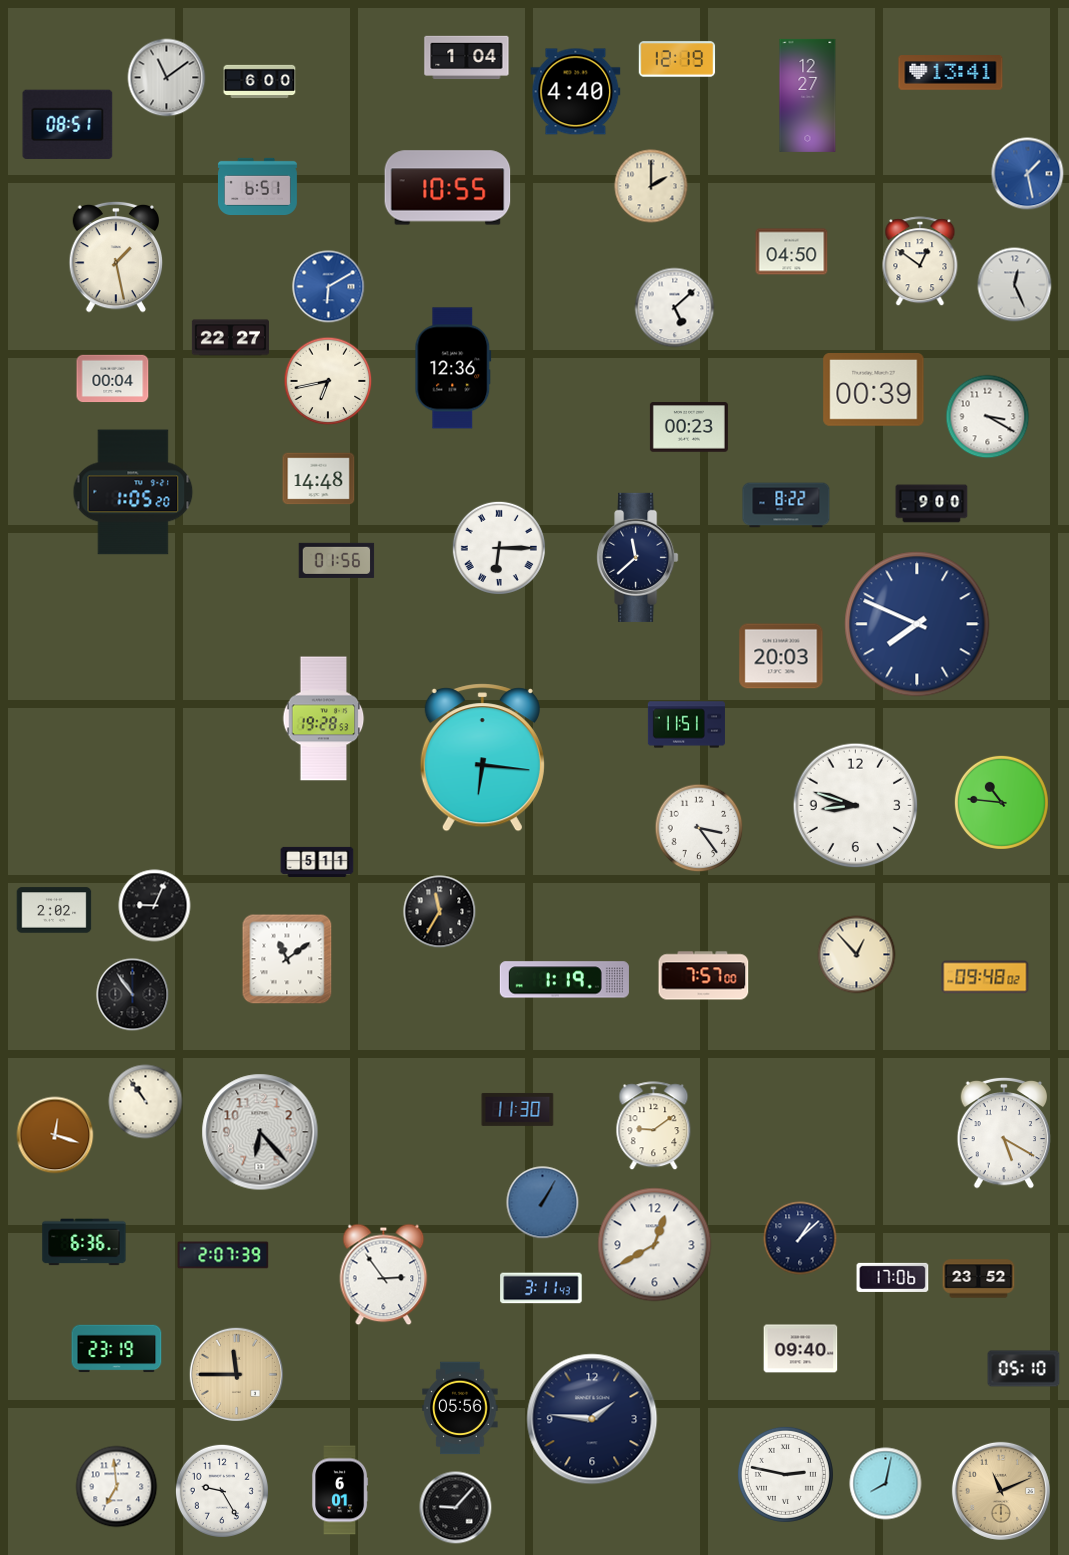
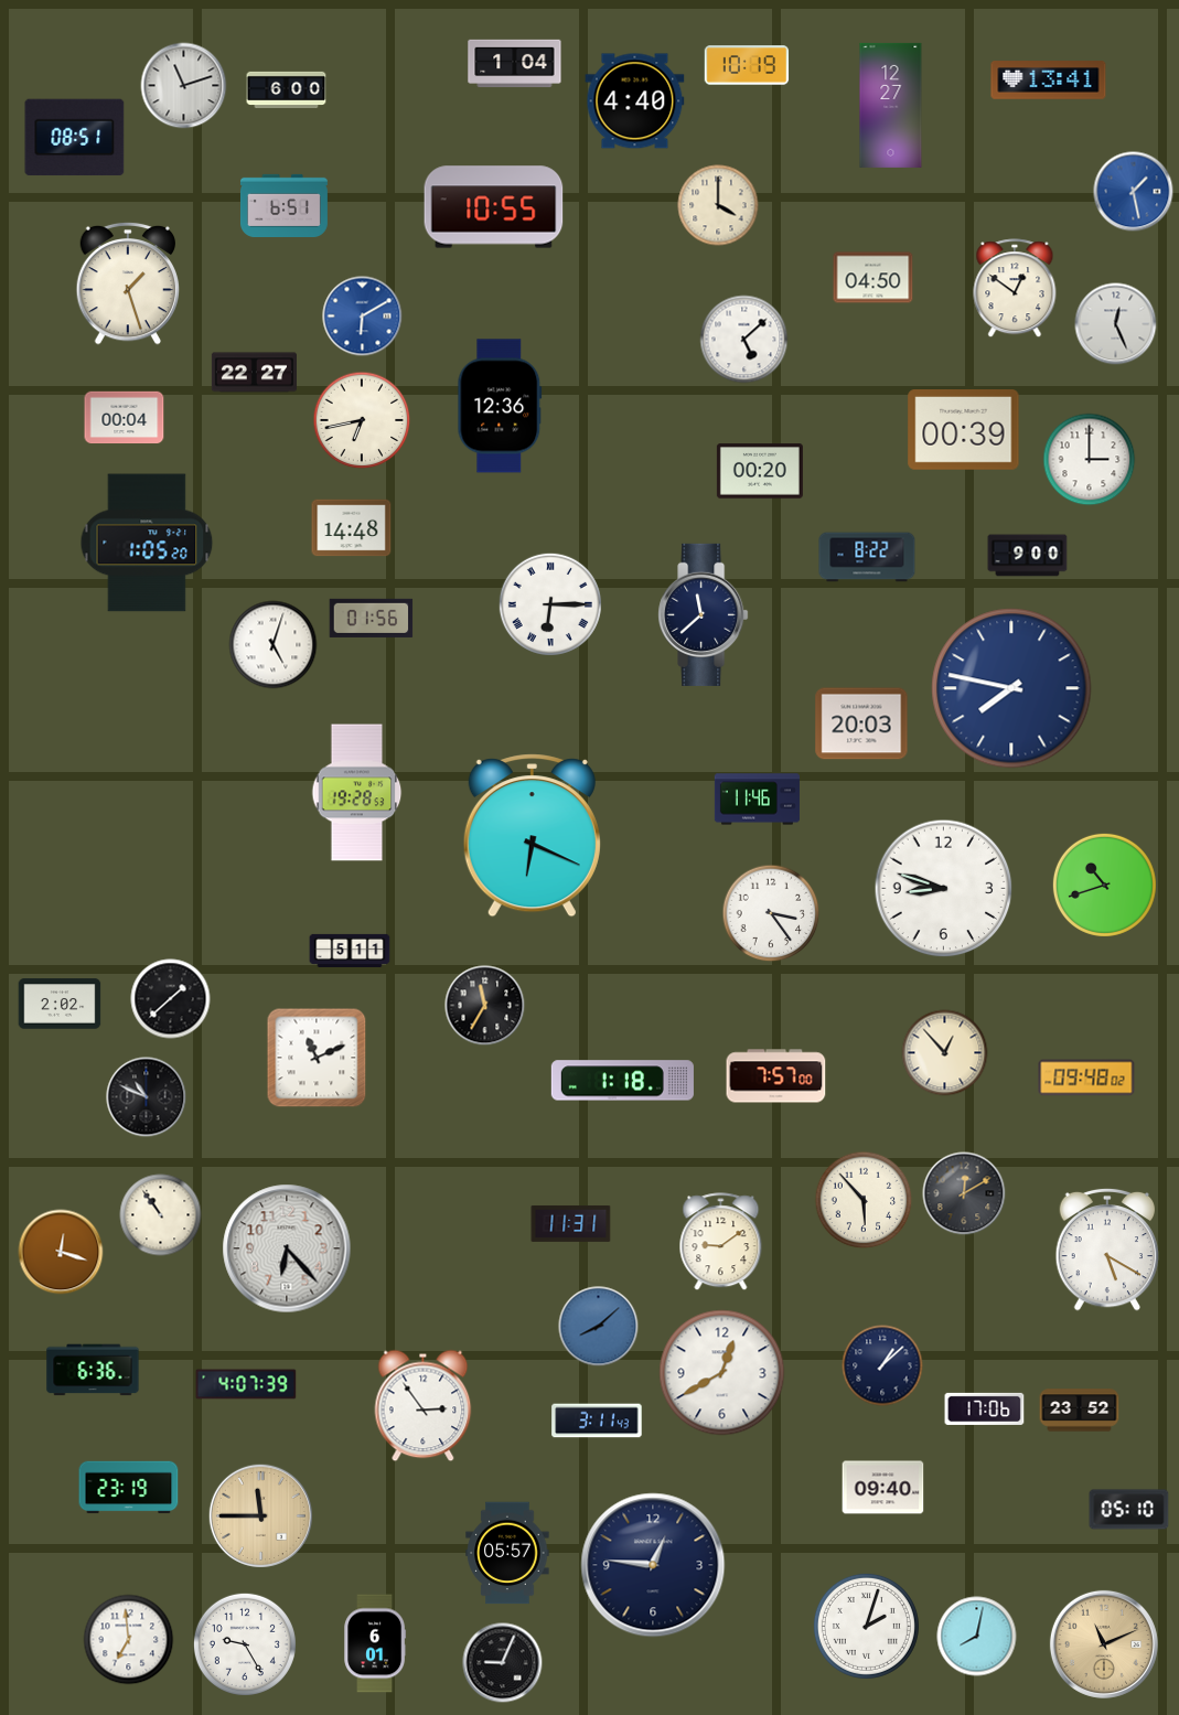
clock at (677, 59): 12:19 -> 10:19
clock at (167, 78): 11:09 -> 11:12
clock at (651, 186): 2:00 -> 4:00
clock at (116, 257): 1:28 -> 1:27
clock at (1015, 285) position: (1015, 285) -> (1116, 324)
clock at (988, 417): 3:20 -> 3:00
clock at (689, 427): 00:23 -> 00:20
clock at (274, 645): none -> 5:03
clock at (917, 624): 7:49 -> 7:47
clock at (686, 725): 11:51 -> 11:46
clock at (482, 758): 6:16 -> 6:19
clock at (1001, 802): 10:46 -> 10:42
clock at (155, 906): 9:04 -> 1:38
clock at (287, 959): 11:09 -> 11:11
clock at (564, 980): 1:19 -> 1:18
clock at (133, 995): 10:54 -> 10:49
clock at (964, 1193): none -> 12:10
clock at (864, 1200): none -> 5:53
clock at (518, 1109): 11:30 -> 11:31
clock at (543, 1203): 1:05 -> 8:08
clock at (223, 1255): 2:07 -> 4:07
clock at (460, 1408): 05:56 -> 05:57
clock at (592, 1419): 1:46 -> 12:46
clock at (785, 1474): 2:47 -> 2:03
clock at (456, 1508): 9:07 -> 9:04
